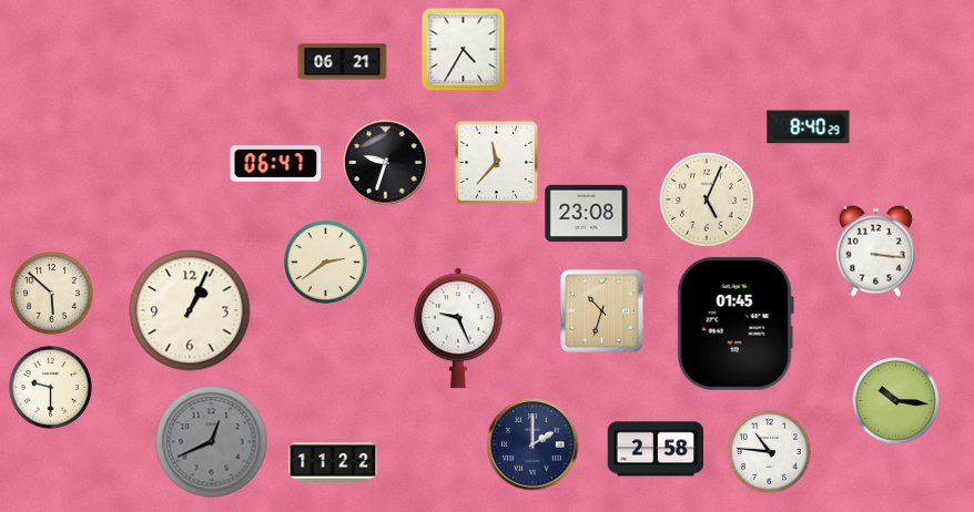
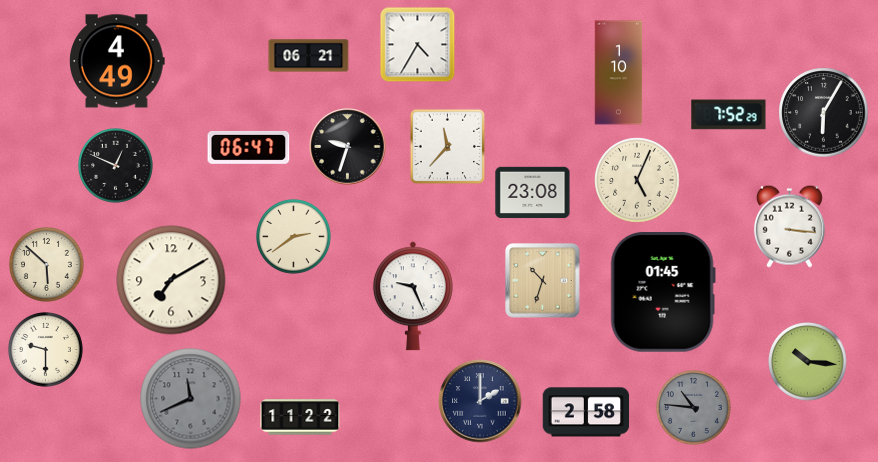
clock at (117, 61): none -> 4:49
clock at (619, 73): none -> 1:10
clock at (824, 113): none -> 6:05
clock at (809, 127): 8:40 -> 7:52
clock at (116, 166): none -> 12:49
clock at (587, 214) position: (587, 214) -> (533, 193)
clock at (190, 310): 1:04 -> 7:10
clock at (212, 442): 12:41 -> 11:41
clock at (656, 449) position: (656, 449) -> (586, 412)
clock at (770, 452) dial: white -> grey
